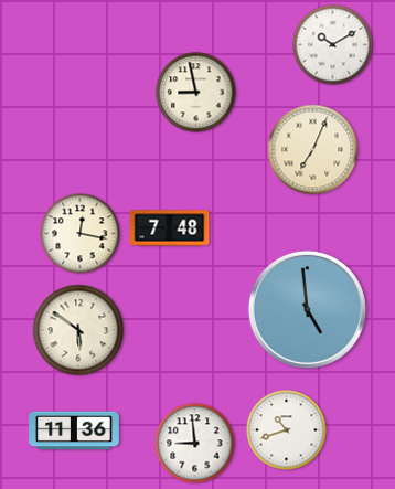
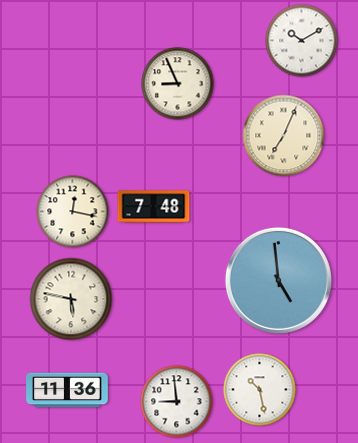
clock at (196, 93): 8:58 -> 8:56
clock at (78, 330): 5:51 -> 5:47
clock at (287, 430): 10:42 -> 10:28
